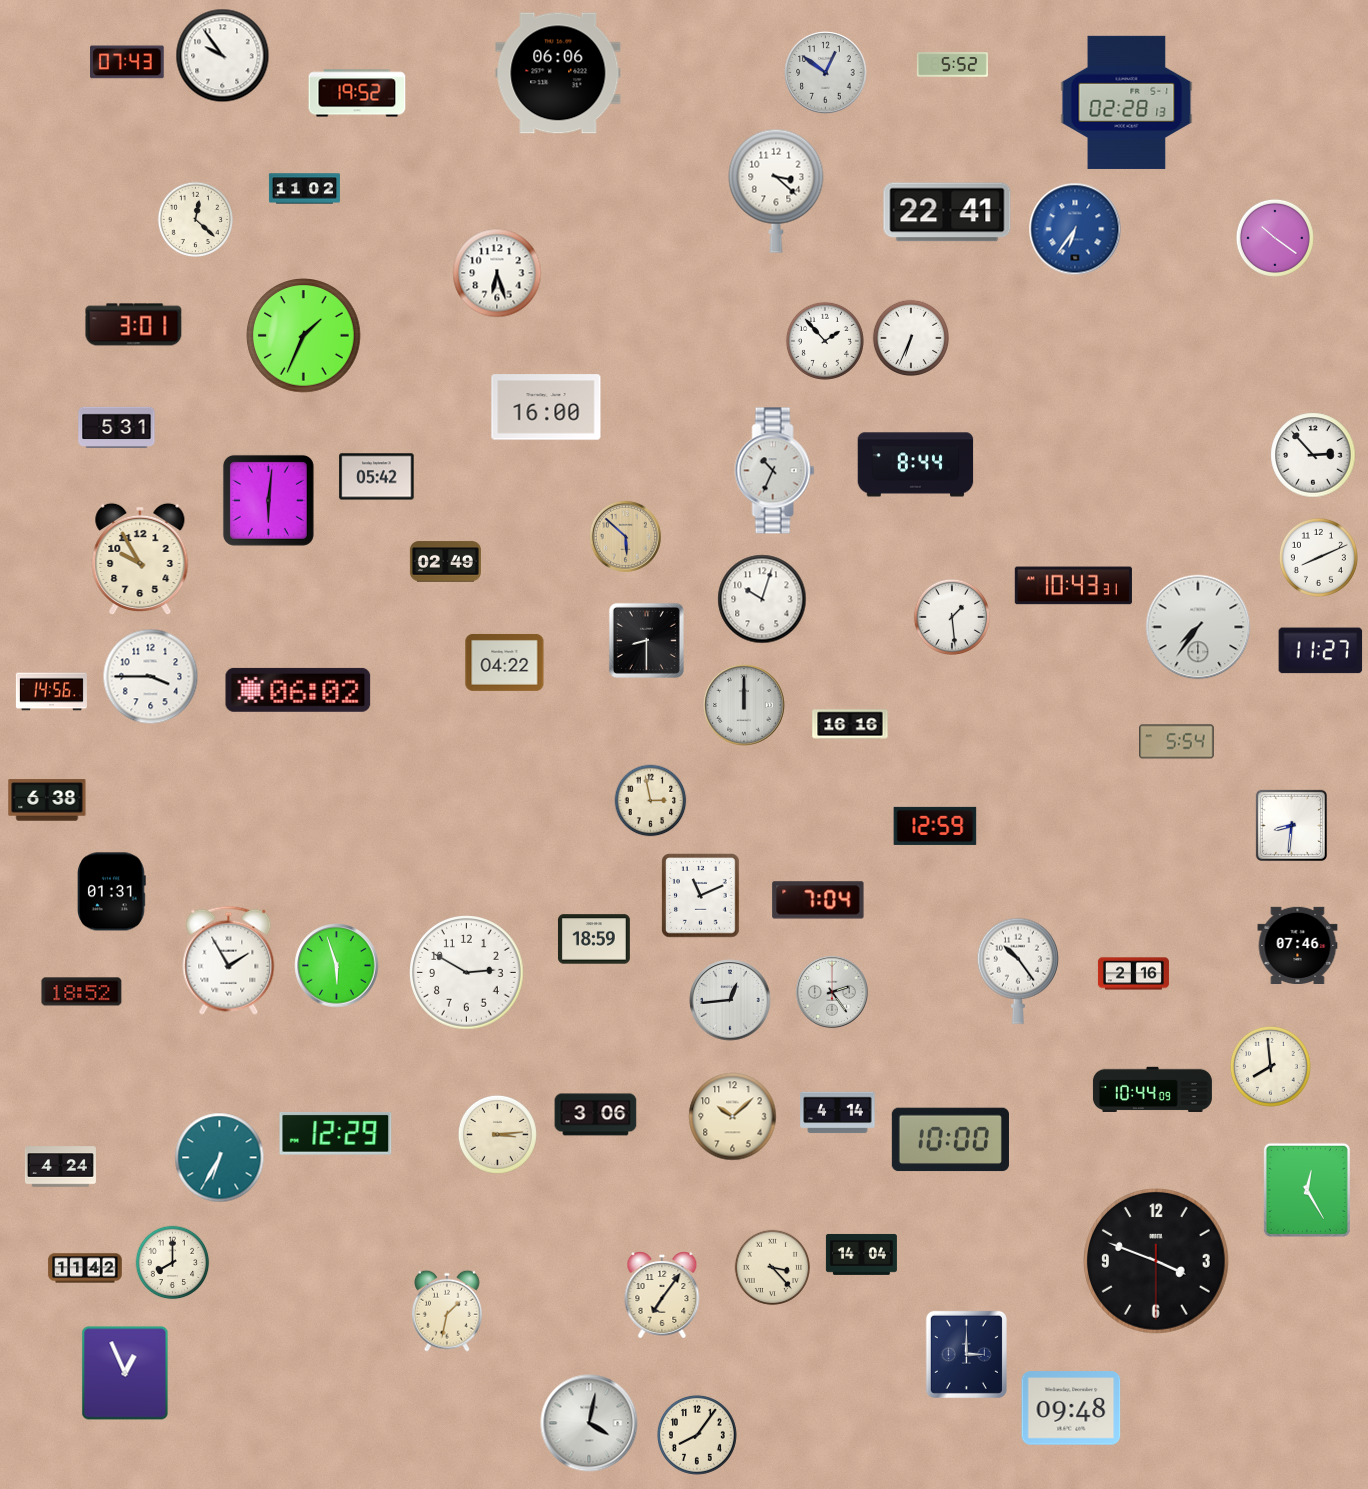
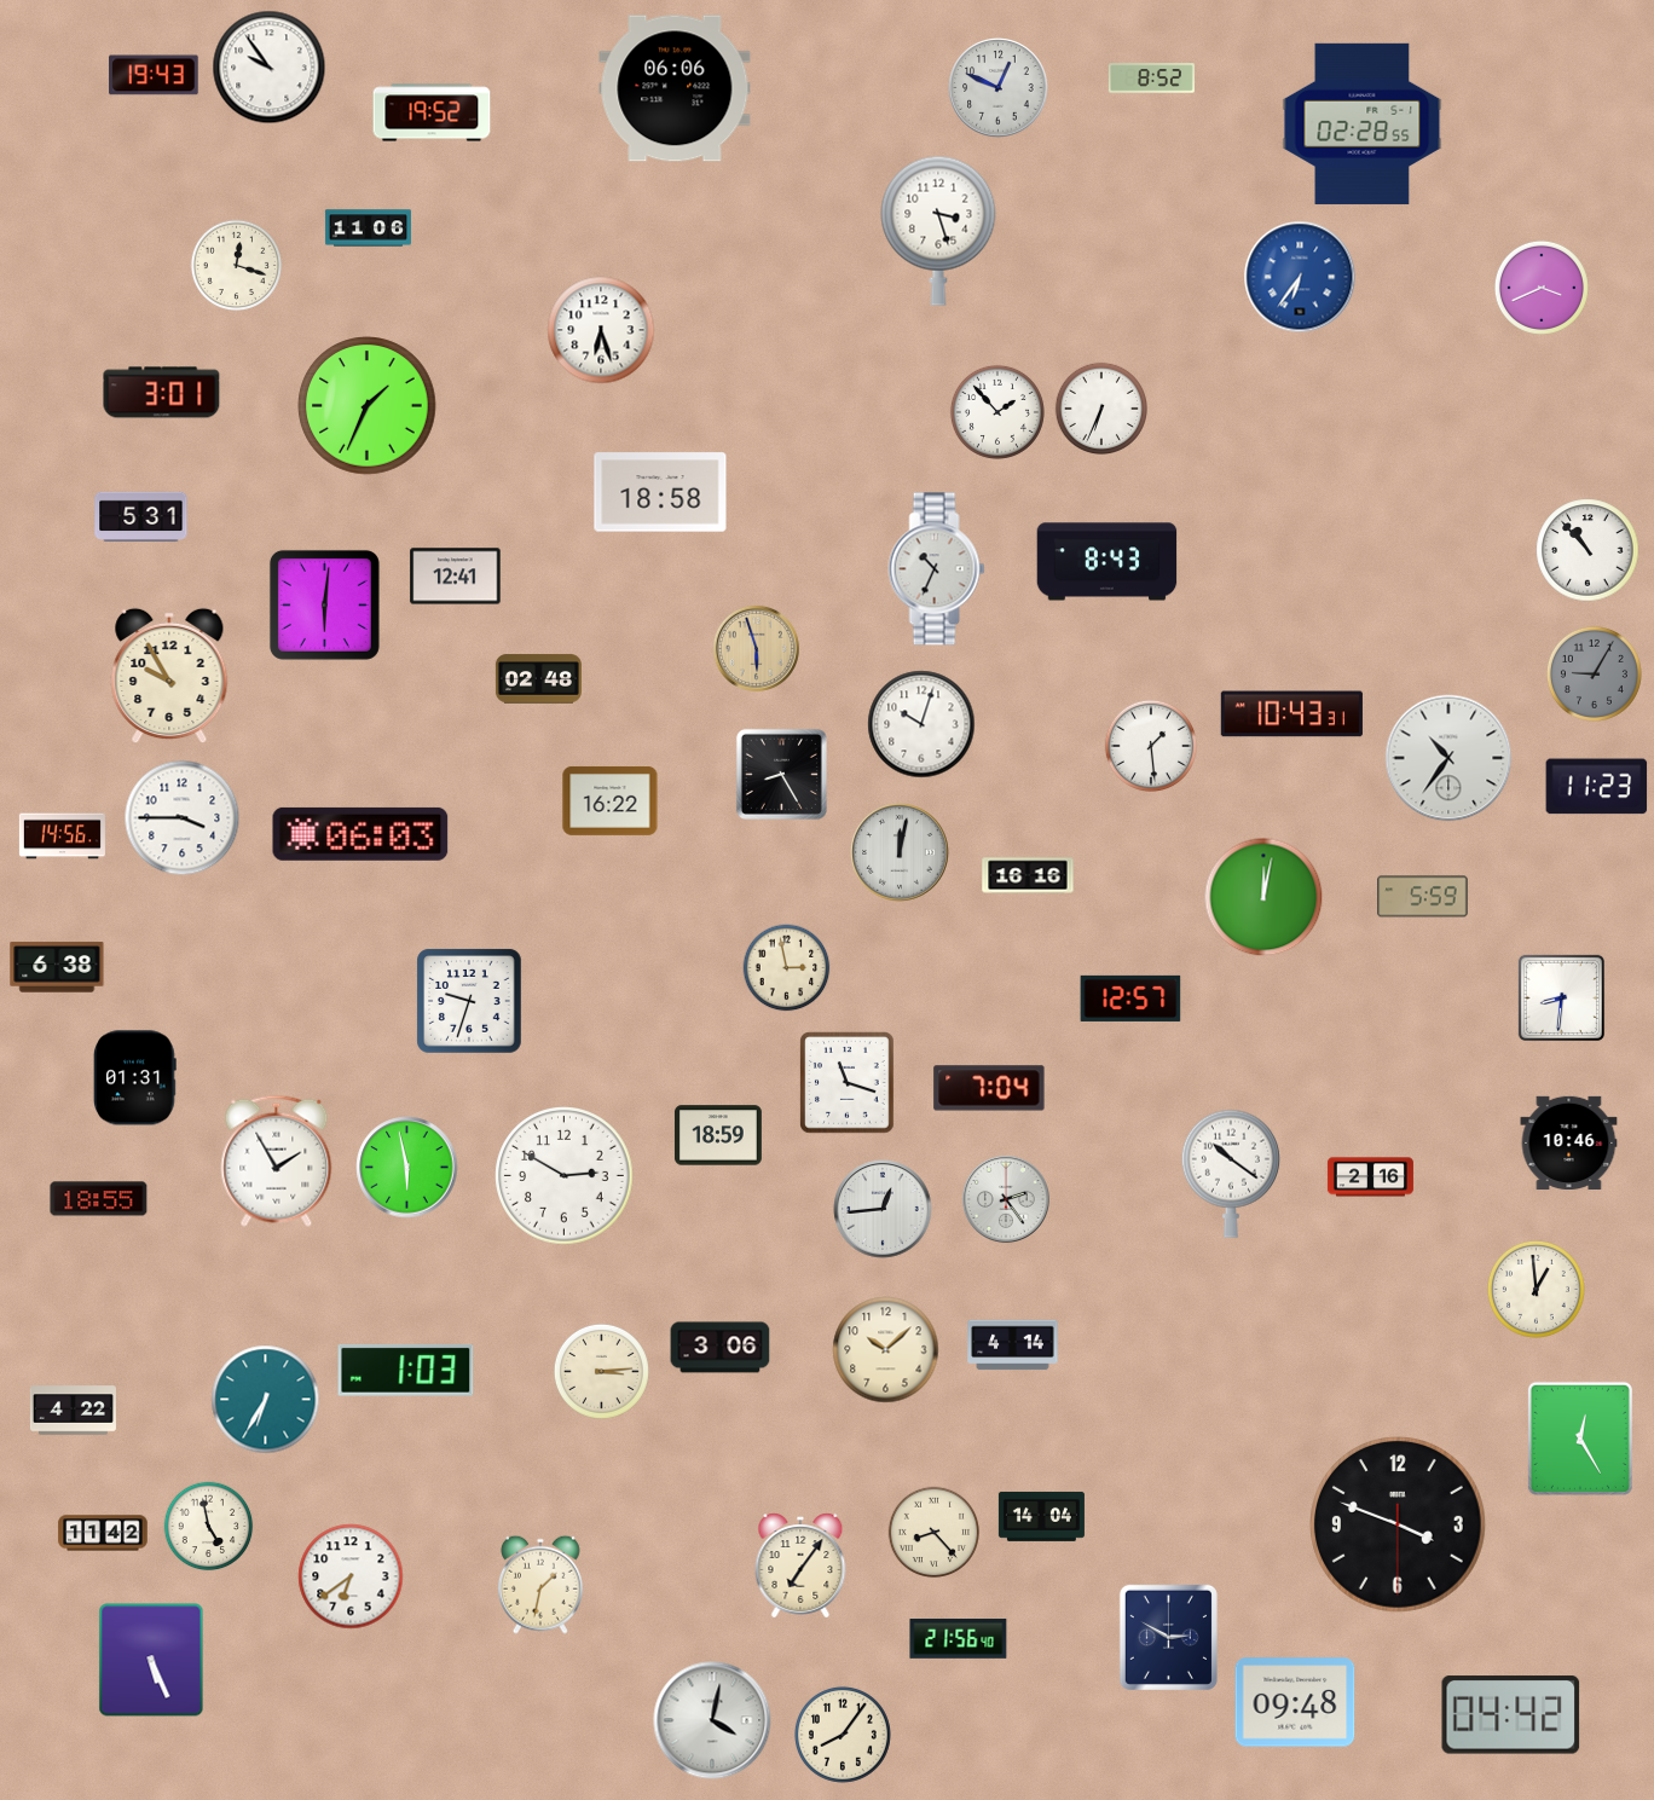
clock at (127, 62): 07:43 -> 19:43
clock at (952, 65): 5:52 -> 8:52
clock at (826, 73): 12:51 -> 12:49
clock at (1127, 102): 02:28:13 -> 02:28:55
clock at (304, 189): 11:02 -> 11:06
clock at (776, 191): 3:22 -> 3:27
clock at (947, 212): 22:41 -> none
clock at (196, 220): 12:22 -> 12:18
clock at (1275, 238): 10:21 -> 3:41
clock at (546, 407): 16:00 -> 18:58
clock at (1313, 455): 2:53 -> 10:53
clock at (916, 465): 8:44 -> 8:43
clock at (377, 477): 05:42 -> 12:41
clock at (625, 536): 5:52 -> 5:57
clock at (1318, 557): 8:11 -> 9:05
clock at (1318, 557) dial: white -> grey
clock at (445, 562): 02:49 -> 02:48
clock at (1073, 586) position: (1073, 586) -> (1291, 714)
clock at (1198, 627): 7:36 -> 10:36
clock at (646, 640): 8:30 -> 8:25
clock at (1321, 651): 11:27 -> 11:23
clock at (505, 662): 04:22 -> 16:22
clock at (298, 690): 06:02 -> 06:03
clock at (744, 705): 12:00 -> 12:02
clock at (1263, 897): none -> 12:02
clock at (1177, 742): 5:54 -> 5:59
clock at (935, 826): 12:59 -> 12:57
clock at (469, 1001): none -> 9:33
clock at (701, 896): 11:11 -> 11:18
clock at (1298, 945): 07:46 -> 10:46
clock at (337, 966): 5:57 -> 5:58
clock at (1018, 971): 10:24 -> 10:21
clock at (82, 992): 18:52 -> 18:55
clock at (1271, 1067): 7:59 -> 12:59
clock at (1152, 1089): 10:44 -> none
clock at (336, 1134): 12:29 -> 1:03
clock at (950, 1140): 10:00 -> none
clock at (60, 1167): 4:24 -> 4:22
clock at (173, 1263): 8:00 -> 4:58
clock at (773, 1268): 3:23 -> 8:23
clock at (351, 1576): none -> 6:39
clock at (966, 1354): 3:00 -> 2:50
clock at (959, 1639): none -> 21:56
clock at (125, 1373): 12:56 -> 5:26
clock at (1511, 1715): none -> 04:42
